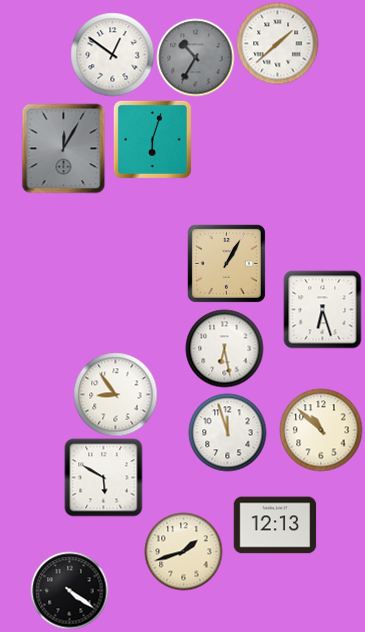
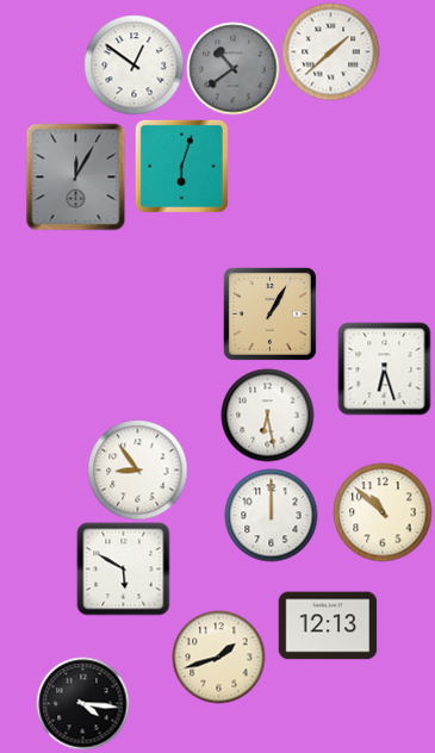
clock at (195, 57): 10:35 -> 10:39
clock at (227, 432): 11:57 -> 12:00
clock at (69, 590): 4:21 -> 4:16
